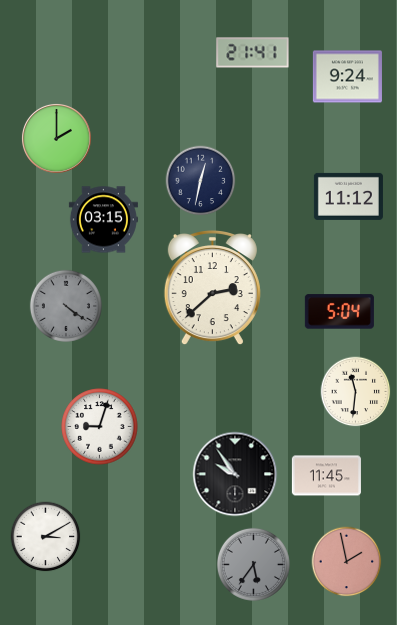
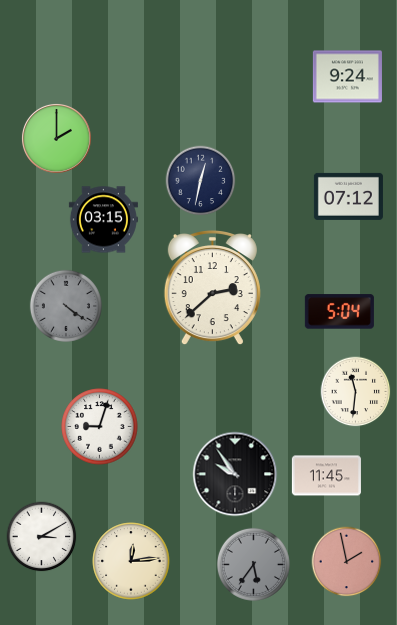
clock at (253, 53): 21:41 -> none
clock at (348, 196): 11:12 -> 07:12
clock at (46, 537) position: (46, 537) -> (42, 537)
clock at (131, 561): none -> 12:14
